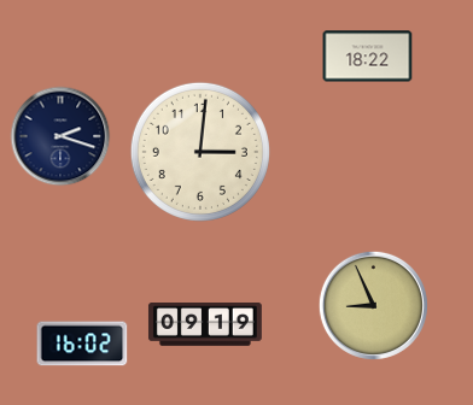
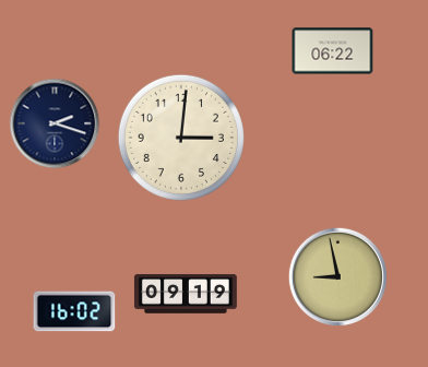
clock at (368, 57): 18:22 -> 06:22
clock at (373, 305): 8:56 -> 8:58
